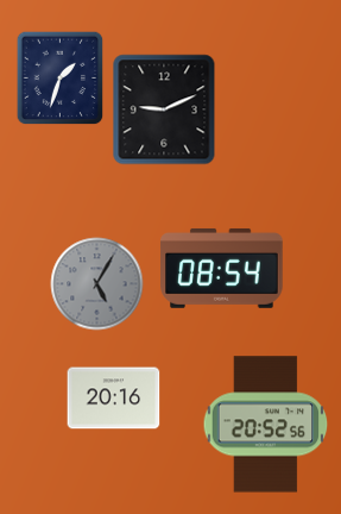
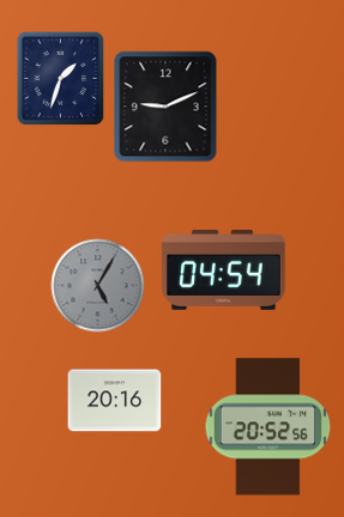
clock at (164, 109) position: (164, 109) -> (165, 107)
clock at (222, 269): 08:54 -> 04:54
